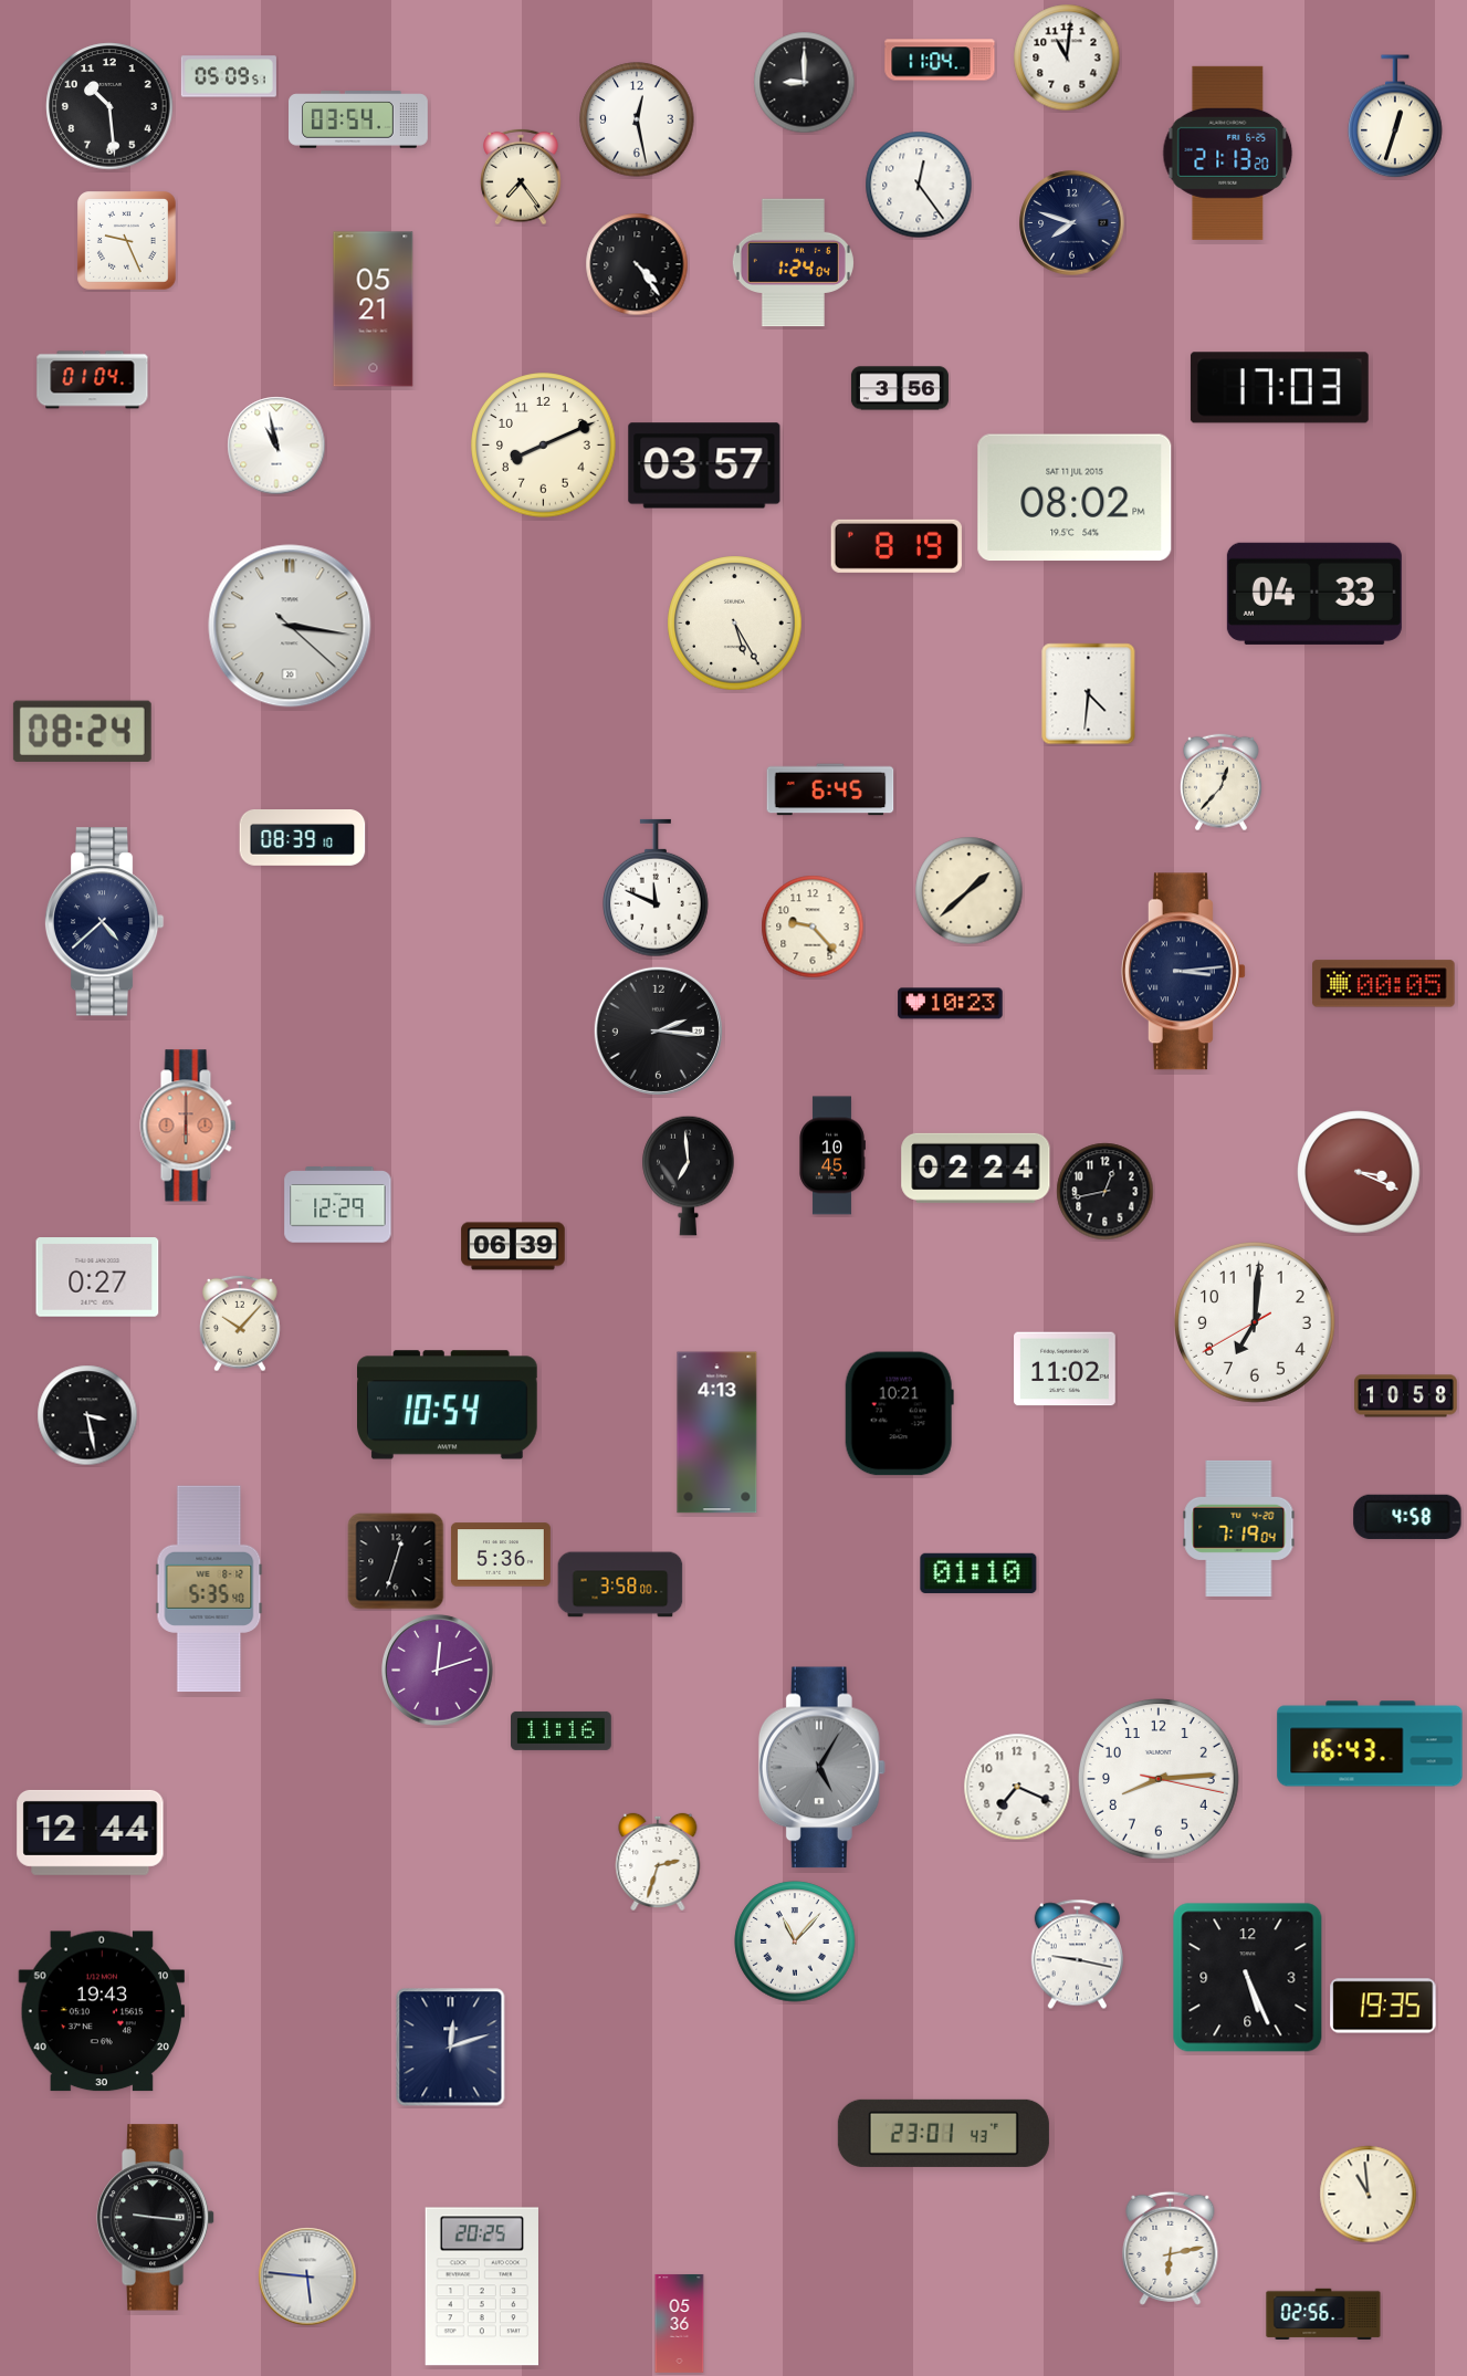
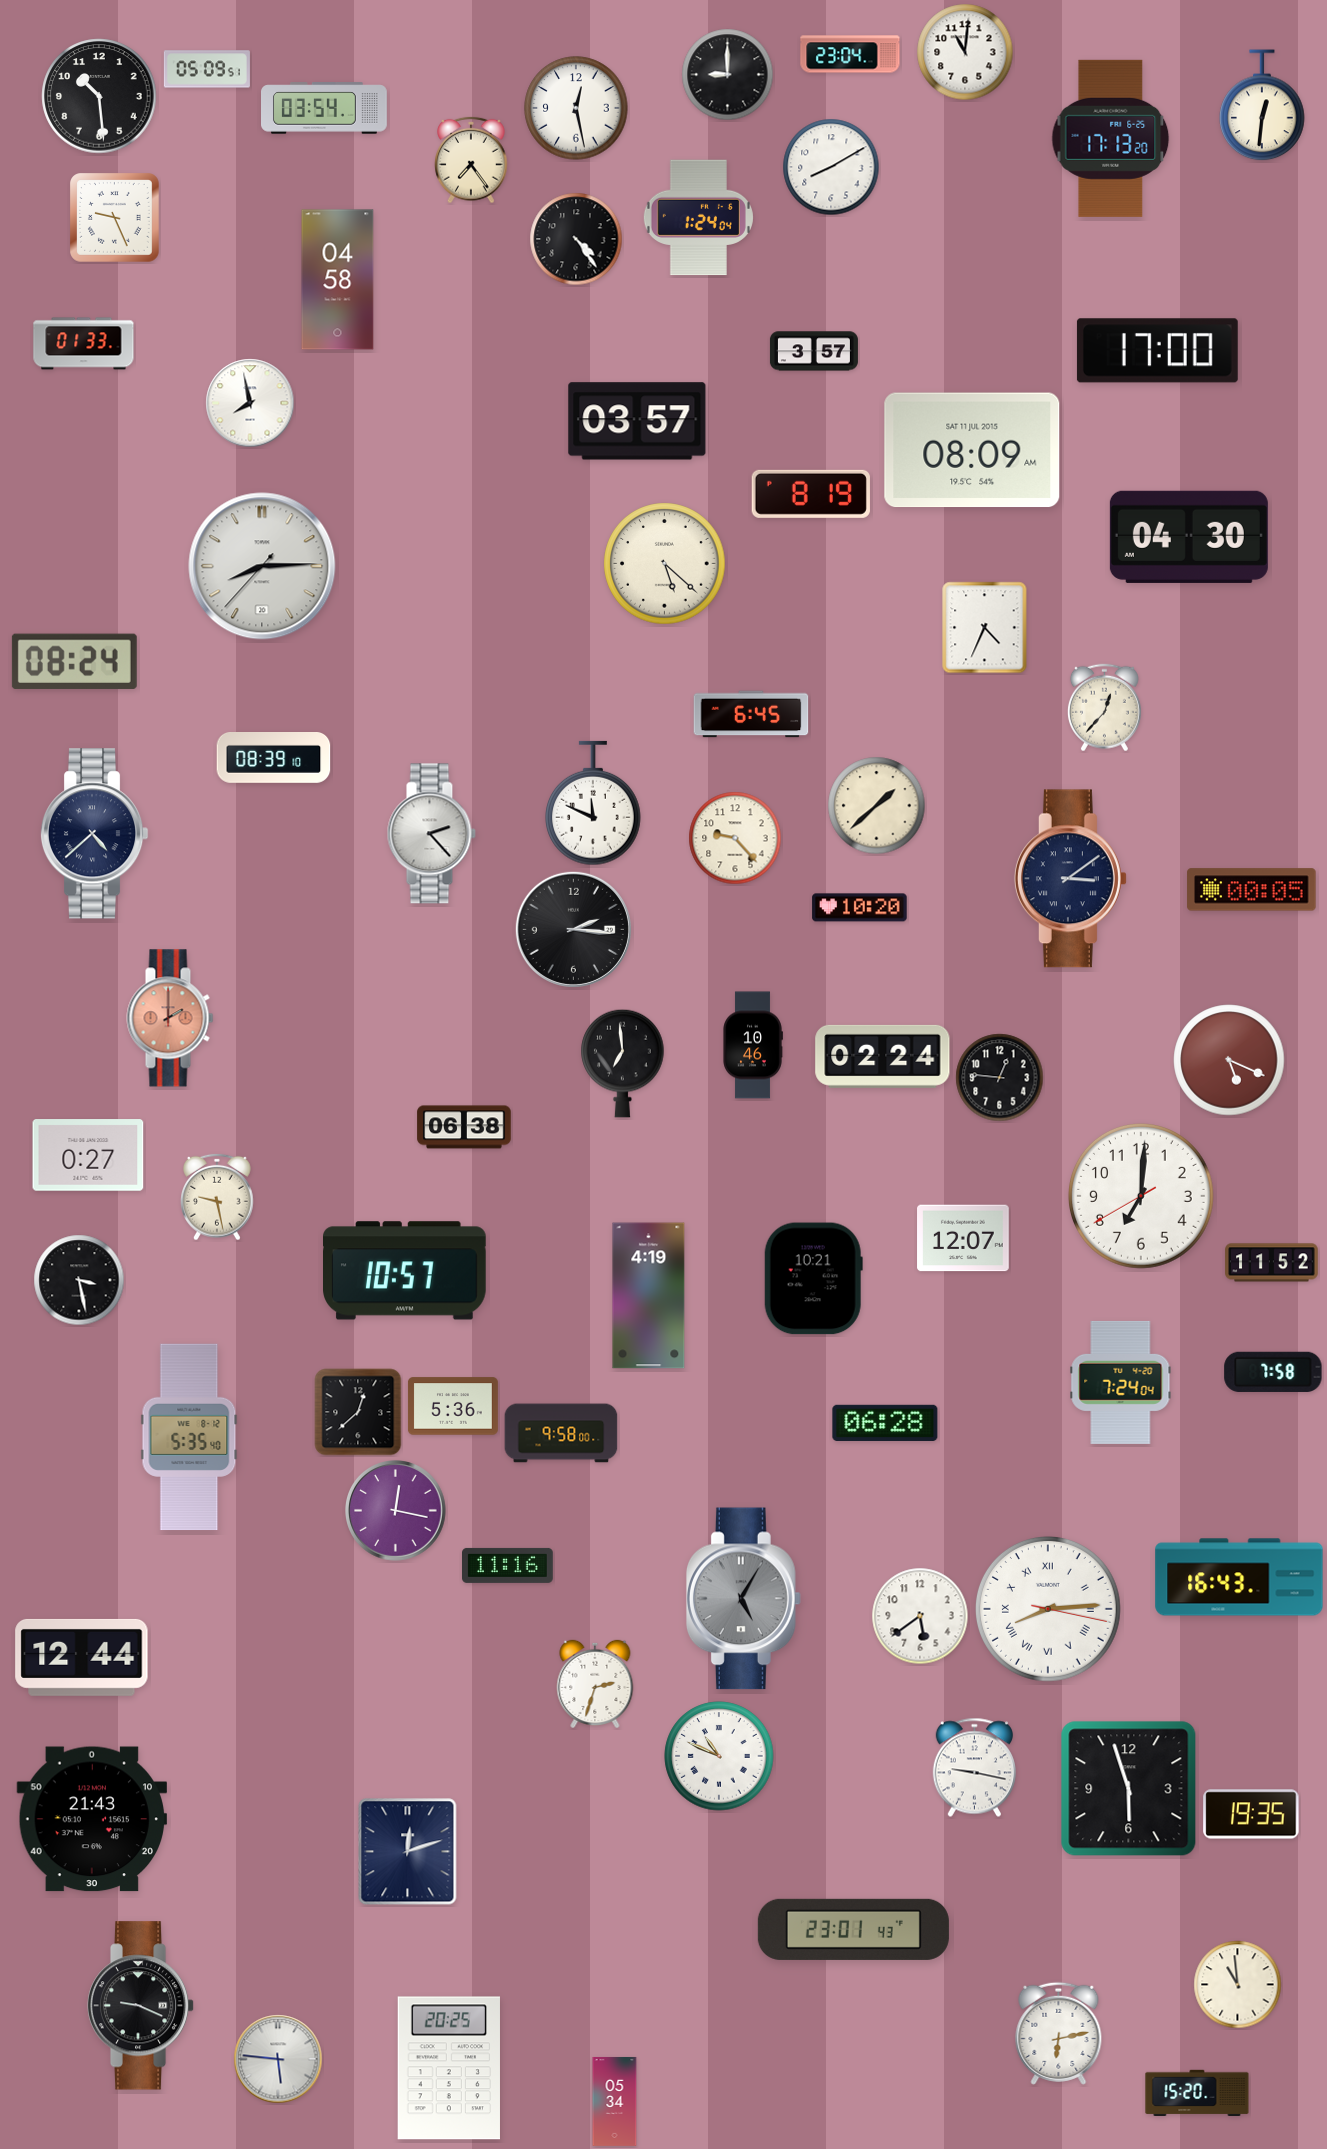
clock at (940, 60): 11:04 -> 23:04
clock at (1395, 117): 12:33 -> 12:31
clock at (1228, 153): 21:13 -> 17:13
clock at (919, 185): 12:24 -> 8:10
clock at (1072, 223): 7:48 -> none
clock at (793, 263) position: (793, 263) -> (698, 218)
clock at (374, 310): 05:21 -> 04:58
clock at (93, 380): 01:04 -> 01:33
clock at (900, 388): 3:56 -> 3:57
clock at (1279, 388): 17:03 -> 17:00
clock at (276, 446): 10:58 -> 7:58
clock at (544, 446): 8:11 -> none
clock at (1075, 498): 08:02 -> 08:09
clock at (1314, 594): 04:33 -> 04:30
clock at (735, 624): 5:25 -> 5:22
clock at (290, 626): 3:16 -> 8:14
clock at (1089, 694): 4:31 -> 4:34
clock at (431, 834): none -> 2:23
clock at (1183, 972): 3:14 -> 3:09
clock at (951, 1004): 10:23 -> 10:20
clock at (658, 1030) position: (658, 1030) -> (573, 929)
clock at (188, 1126): 6:00 -> 2:00
clock at (832, 1155): 10:45 -> 10:46
clock at (1359, 1172): 3:19 -> 5:19
clock at (1106, 1192): 12:43 -> 12:46
clock at (338, 1205): 12:29 -> none
clock at (513, 1246): 06:39 -> 06:38
clock at (1255, 1322) position: (1255, 1322) -> (1141, 1196)
clock at (240, 1323): 10:07 -> 9:28
clock at (1065, 1369): 11:02 -> 12:07
clock at (1406, 1396): 10:58 -> 11:52
clock at (448, 1405): 10:54 -> 10:57
clock at (717, 1433): 4:13 -> 4:19
clock at (1407, 1517): 4:58 -> 7:58
clock at (1239, 1528): 7:19 -> 7:24
clock at (396, 1561): 12:33 -> 12:38
clock at (978, 1573): 01:10 -> 06:28
clock at (620, 1584): 3:58 -> 9:58
clock at (438, 1671): 12:12 -> 12:17
clock at (1159, 1779) numerals: Arabic -> Roman
clock at (1017, 1787): 7:19 -> 5:39
clock at (795, 1941): 11:07 -> 10:49
clock at (1248, 1978): 5:26 -> 5:57
clock at (102, 2011): 19:43 -> 21:43
clock at (156, 2218): 9:16 -> 9:19
clock at (481, 2286) position: (481, 2286) -> (448, 2068)
clock at (1323, 2313): 02:56 -> 15:20
clock at (680, 2323): 05:36 -> 05:34
